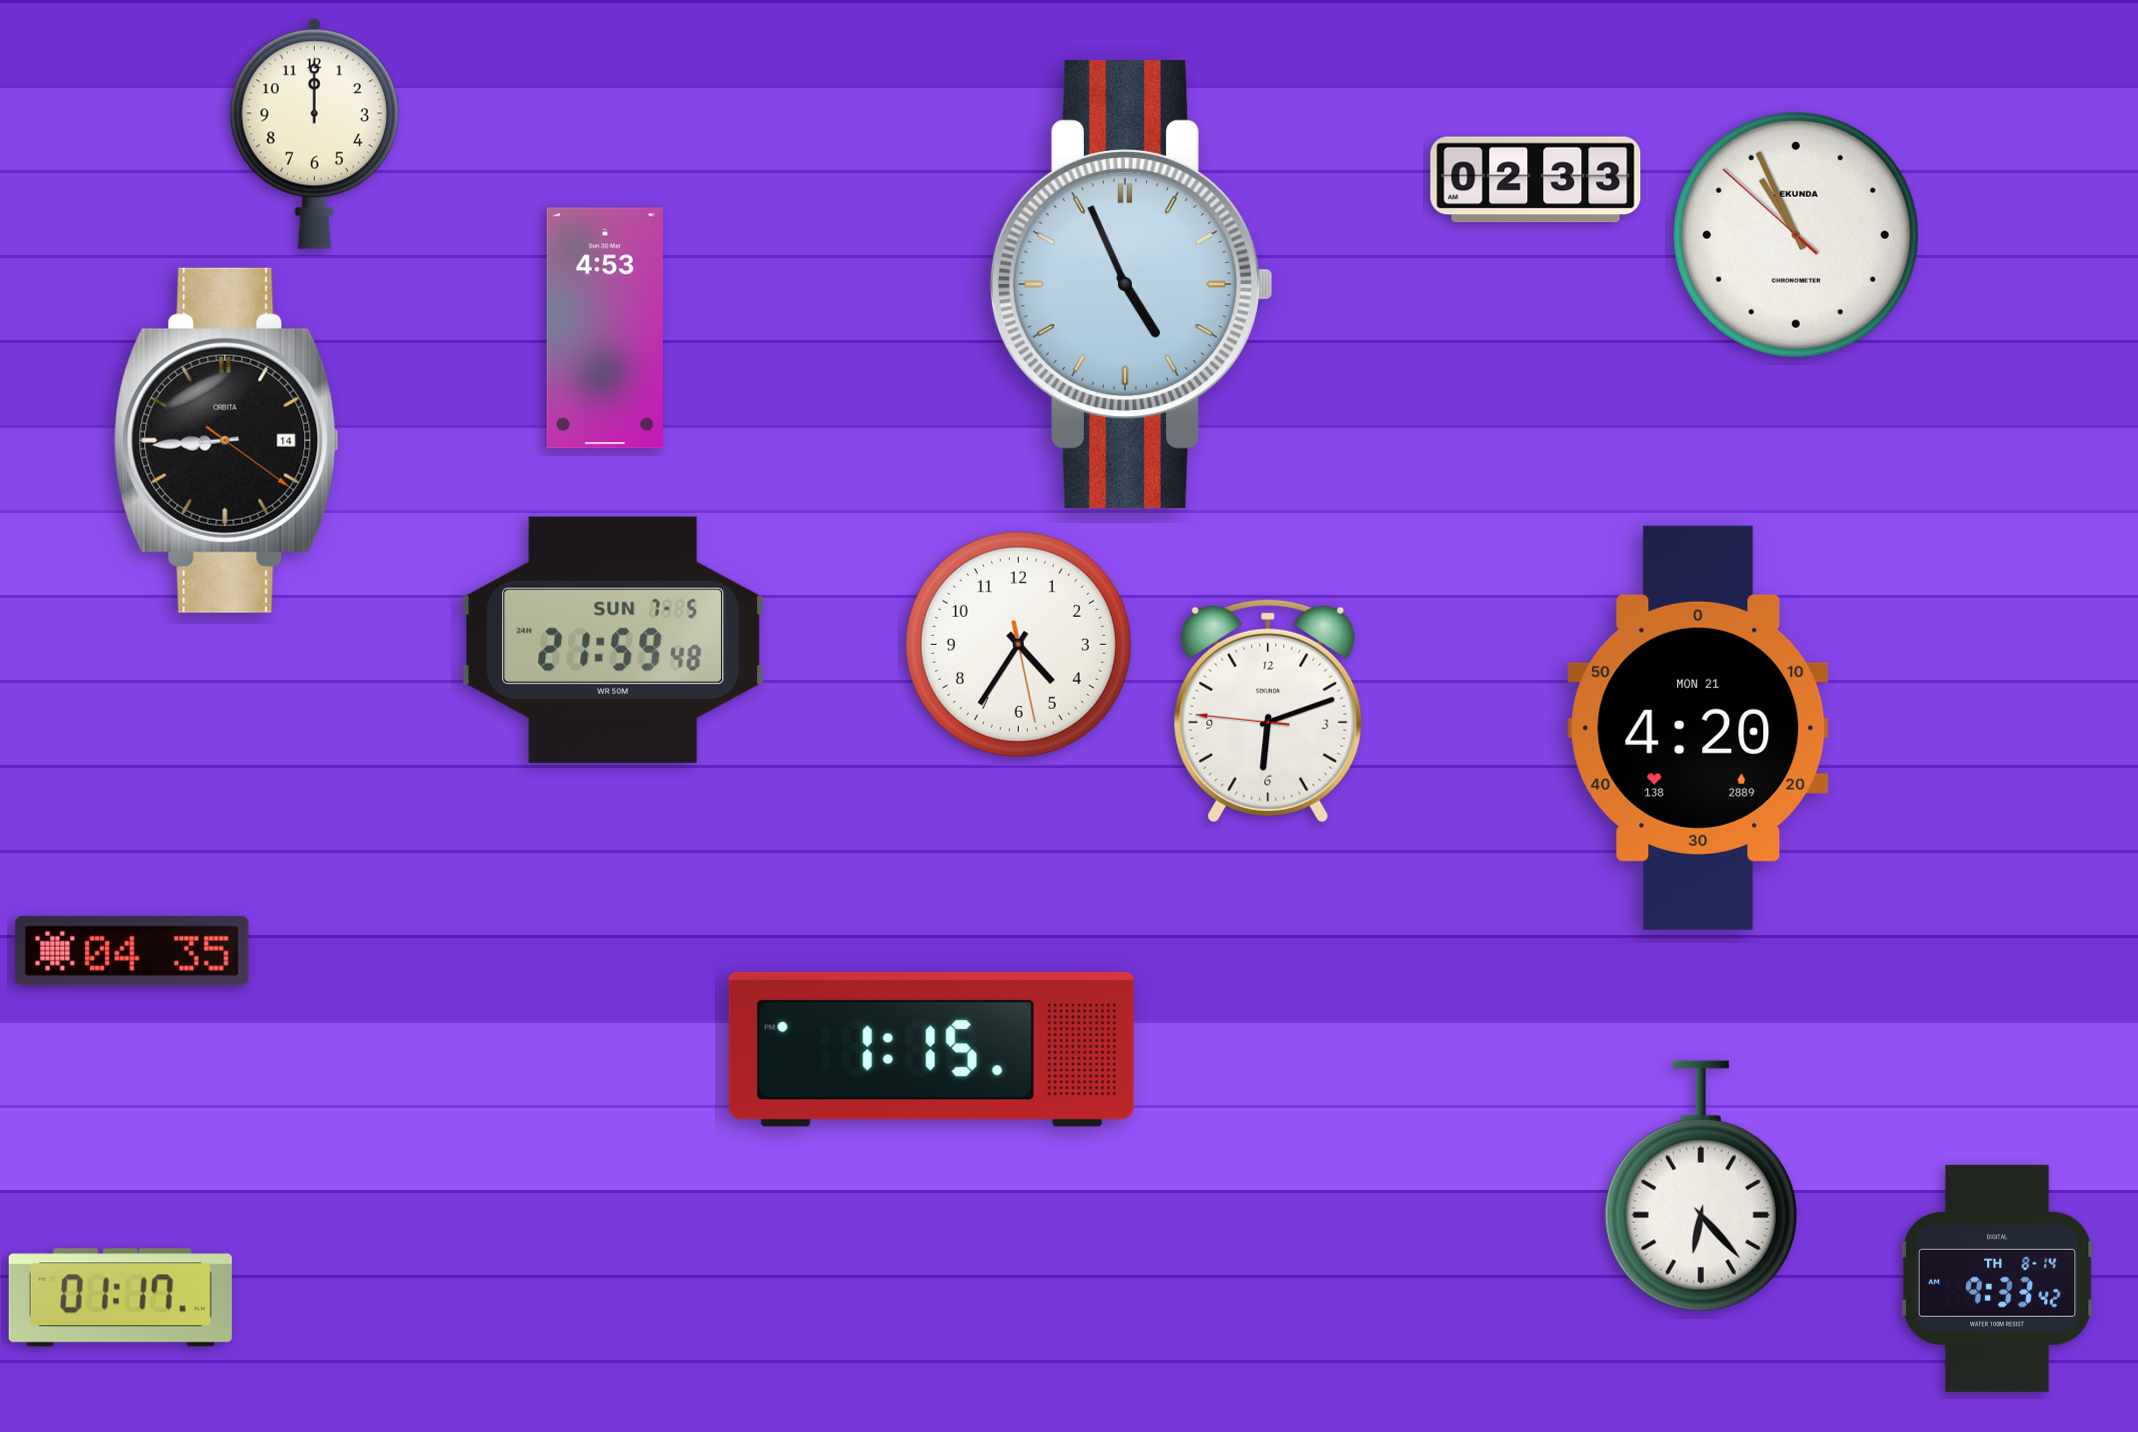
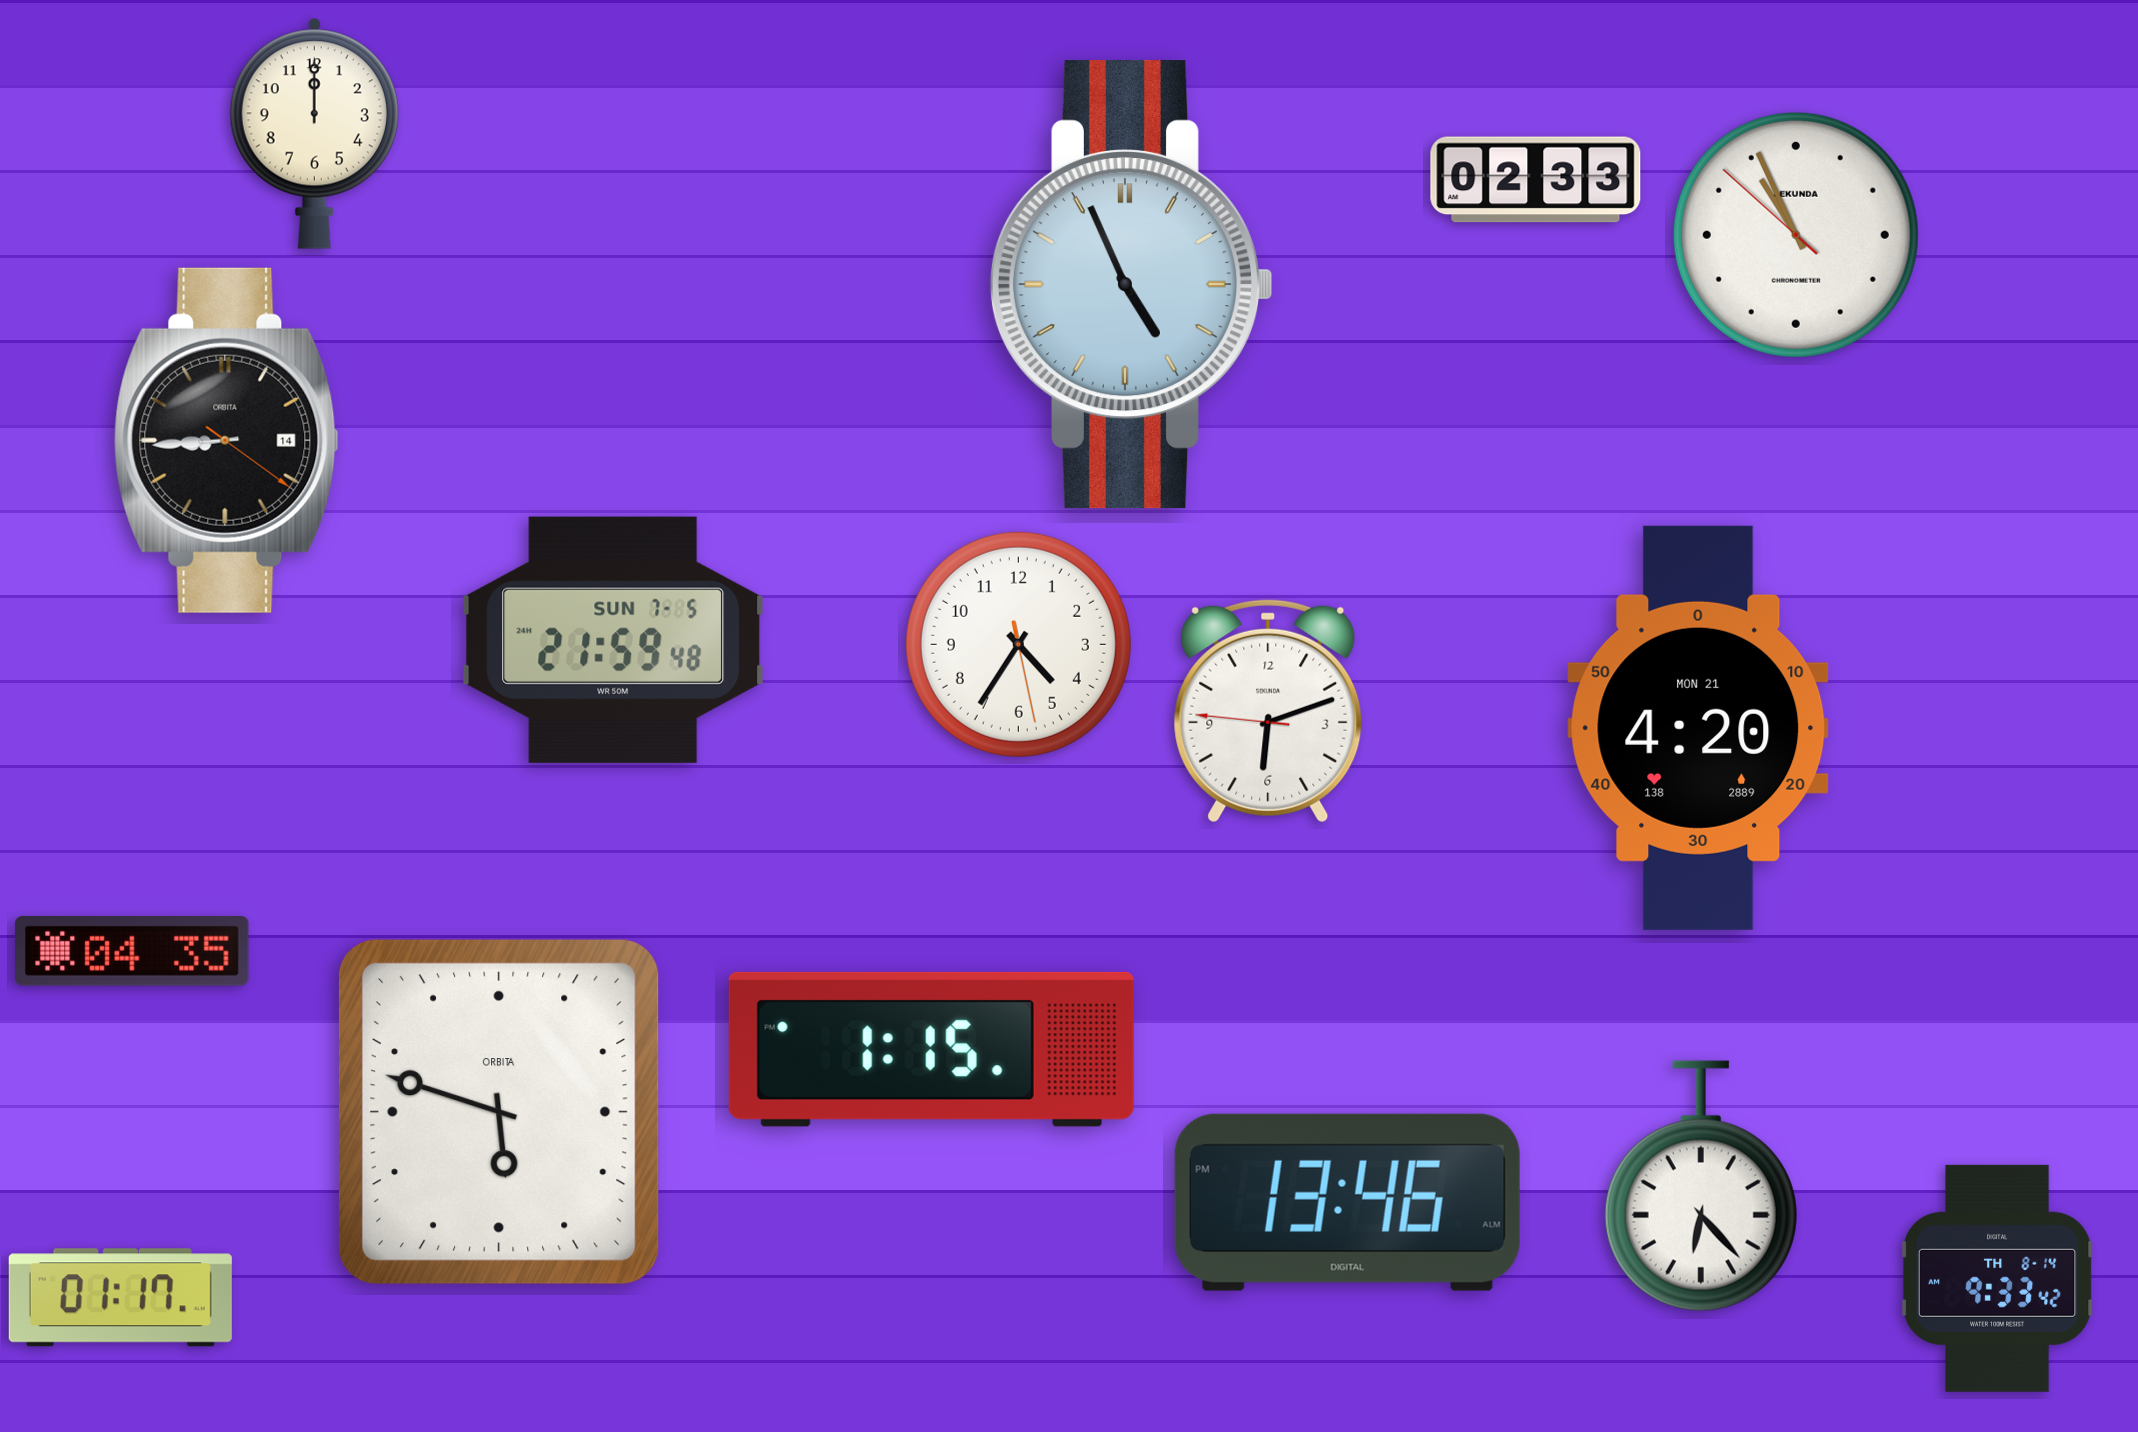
clock at (605, 328): 4:53 -> none
clock at (499, 1112): none -> 5:48
clock at (1347, 1202): none -> 13:46
